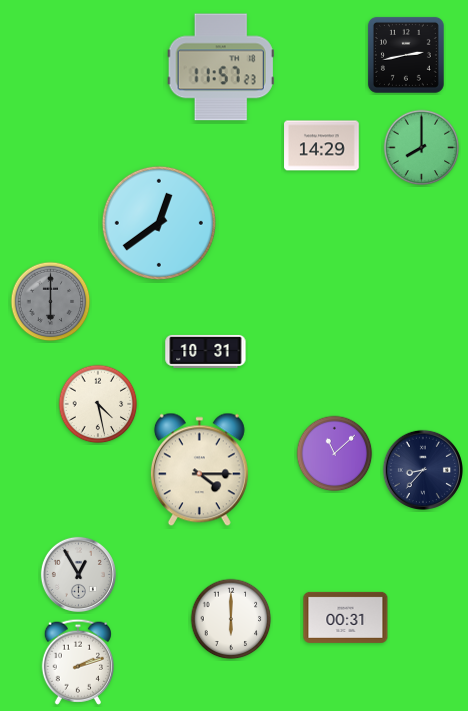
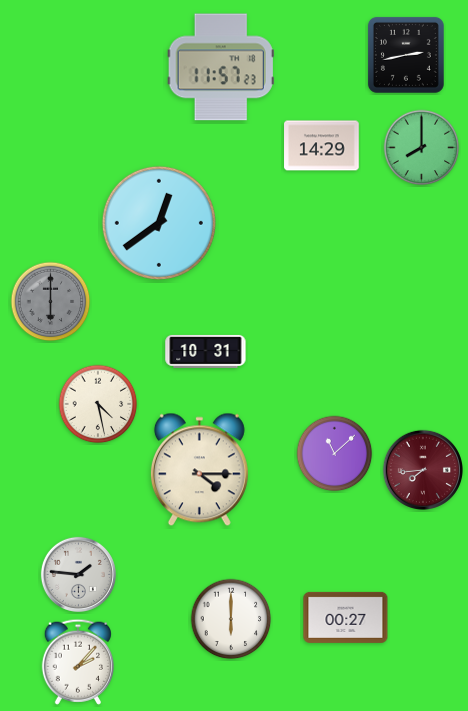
clock at (422, 469): 8:37 -> 7:44
clock at (422, 469) dial: navy -> burgundy
clock at (78, 574): 12:55 -> 1:46
clock at (346, 617): 00:31 -> 00:27
clock at (77, 662): 2:12 -> 2:07
